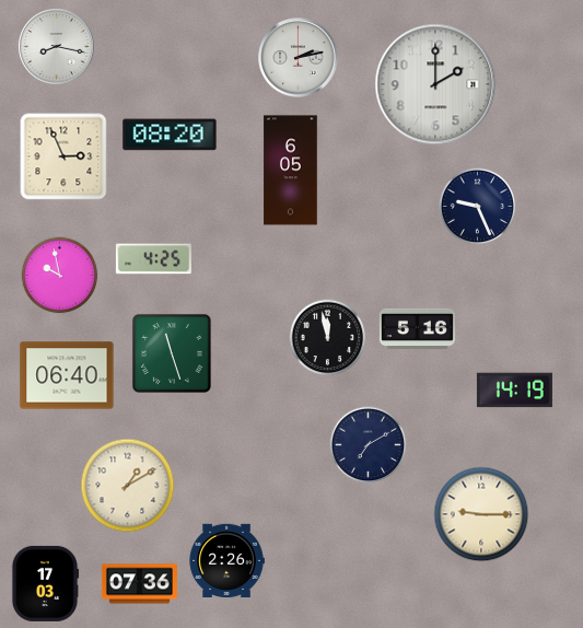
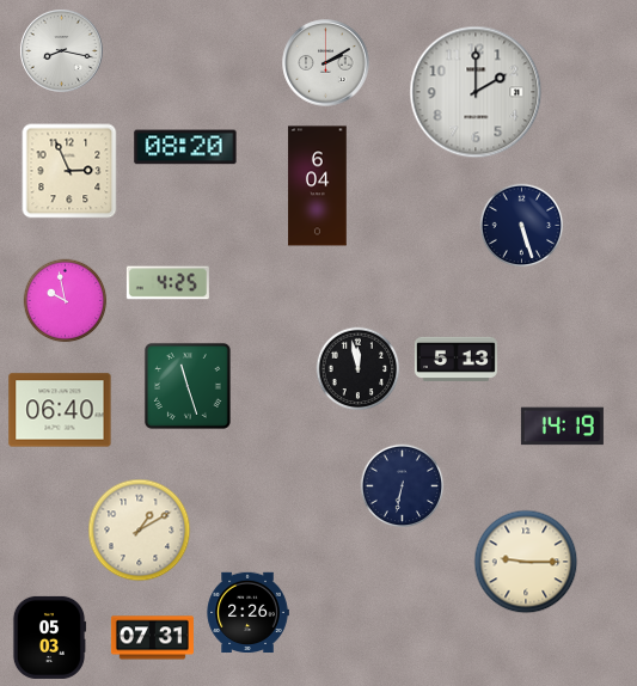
clock at (299, 58): 2:13 -> 2:10
clock at (291, 171): 6:05 -> 6:04
clock at (478, 207): 9:26 -> 5:27
clock at (417, 328): 5:16 -> 5:13
clock at (67, 375) position: (67, 375) -> (60, 410)
clock at (369, 445): 7:10 -> 6:32
clock at (45, 583): 17:03 -> 05:03
clock at (139, 584): 07:36 -> 07:31
